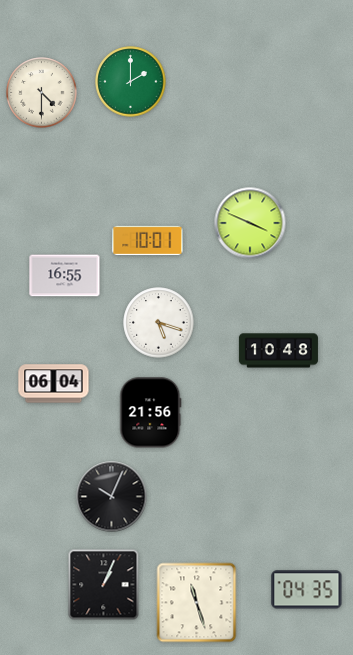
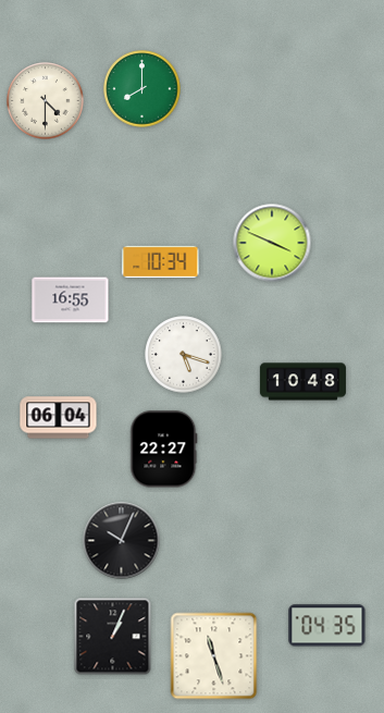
clock at (131, 82): 2:00 -> 8:00
clock at (148, 241): 10:01 -> 10:34
clock at (159, 323) position: (159, 323) -> (184, 355)
clock at (151, 413): 21:56 -> 22:27
clock at (307, 590) position: (307, 590) -> (327, 626)
